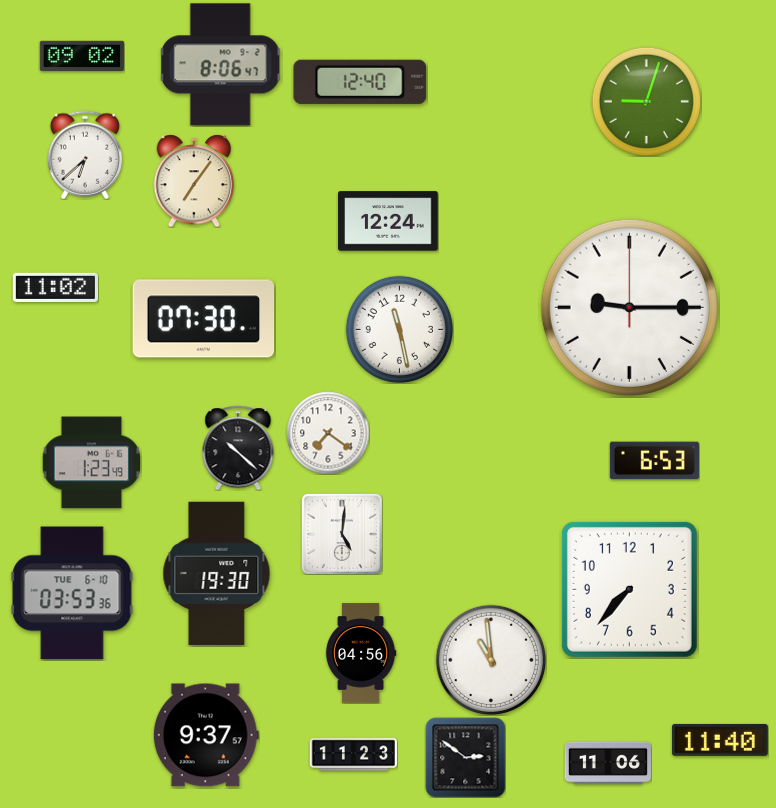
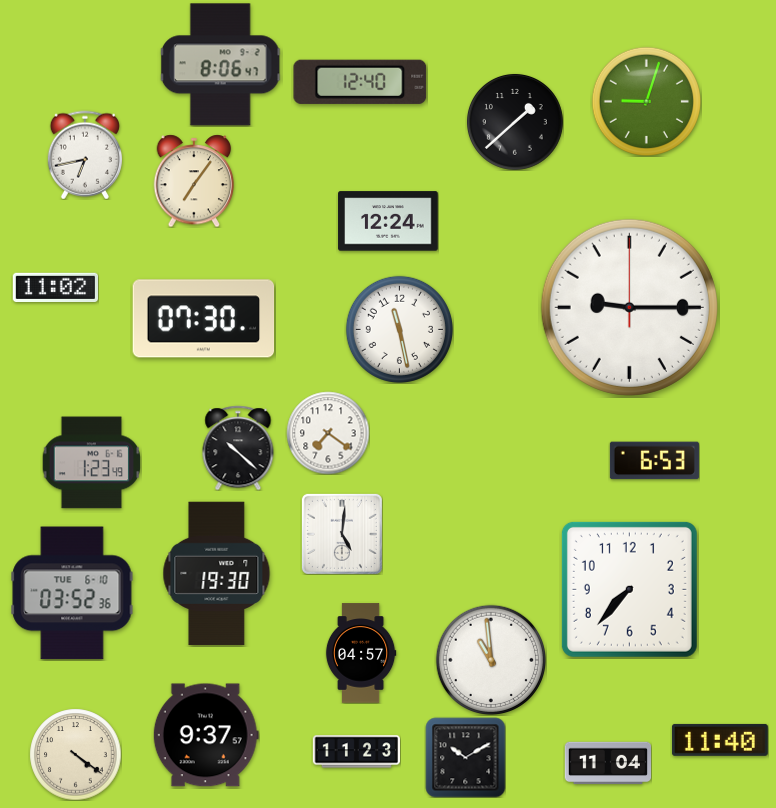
clock at (82, 55): 09:02 -> none
clock at (515, 122): none -> 1:38
clock at (85, 155): 6:38 -> 6:43
clock at (72, 593): 03:53 -> 03:52
clock at (361, 653): 04:56 -> 04:57
clock at (75, 754): none -> 4:21
clock at (353, 755) position: (353, 755) -> (356, 752)
clock at (465, 757): 2:51 -> 10:10
clock at (607, 763): 11:06 -> 11:04
